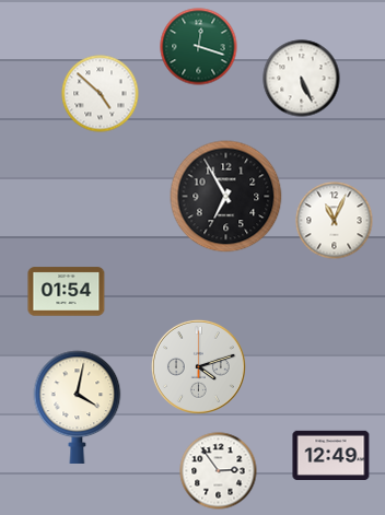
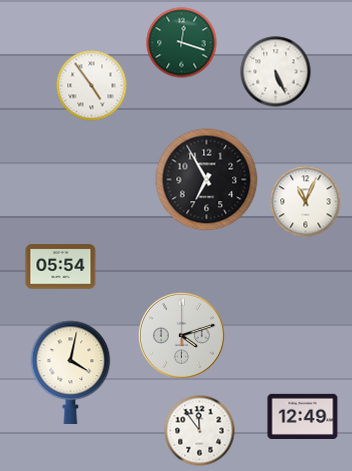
clock at (101, 94): 4:52 -> 4:54
clock at (67, 292): 01:54 -> 05:54
clock at (219, 471): 2:54 -> 11:54
